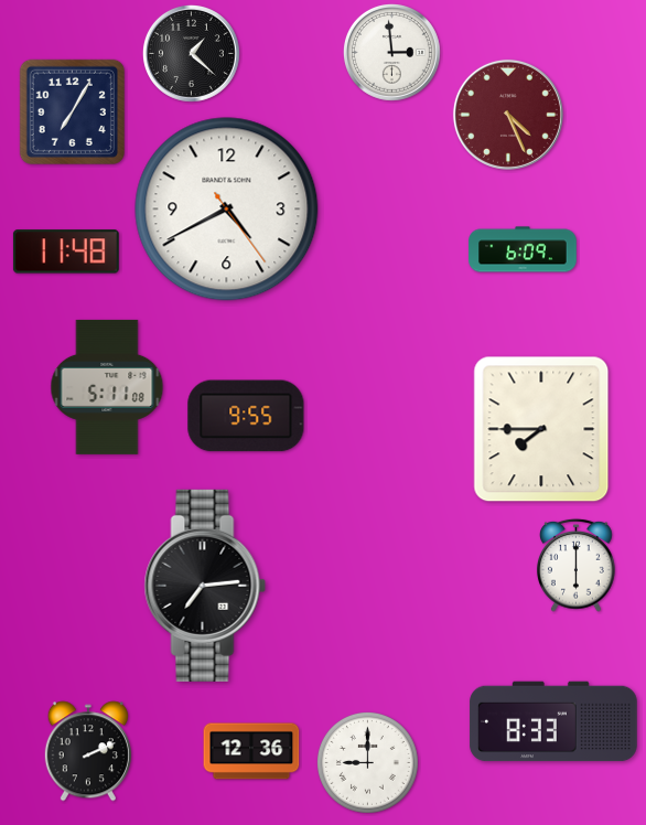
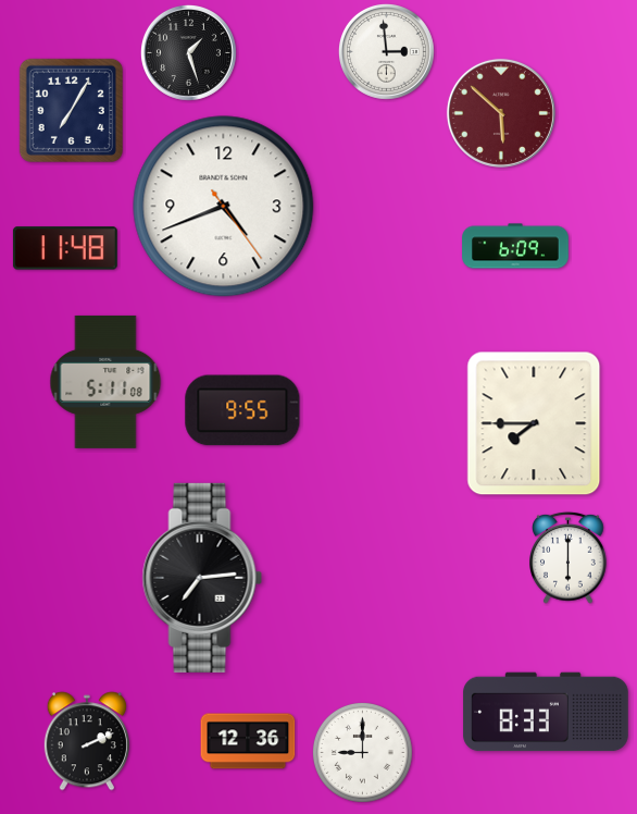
clock at (191, 53): 1:22 -> 1:27
clock at (508, 115): 4:26 -> 5:52
clock at (227, 210): 4:40 -> 4:41
